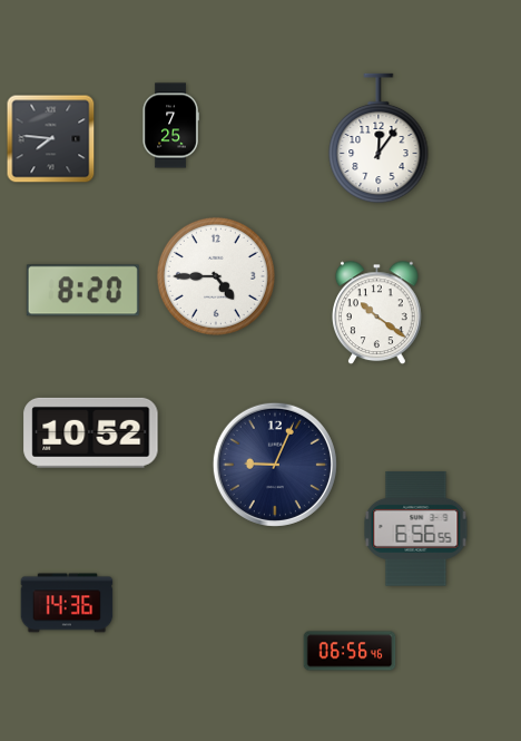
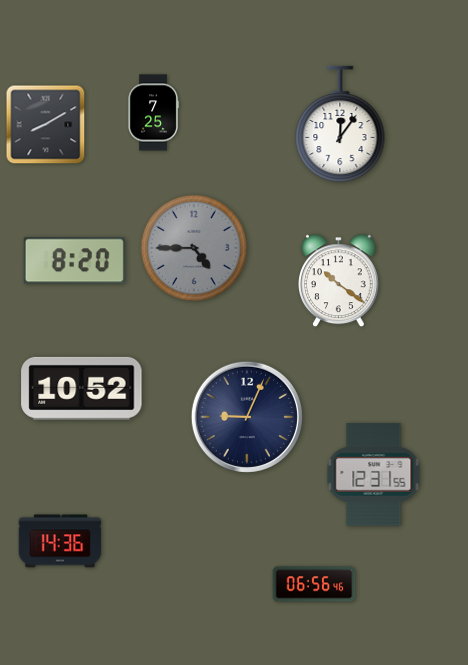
clock at (51, 139): 7:46 -> 8:10
clock at (216, 276) dial: white -> grey
clock at (416, 529): 6:56 -> 12:31
